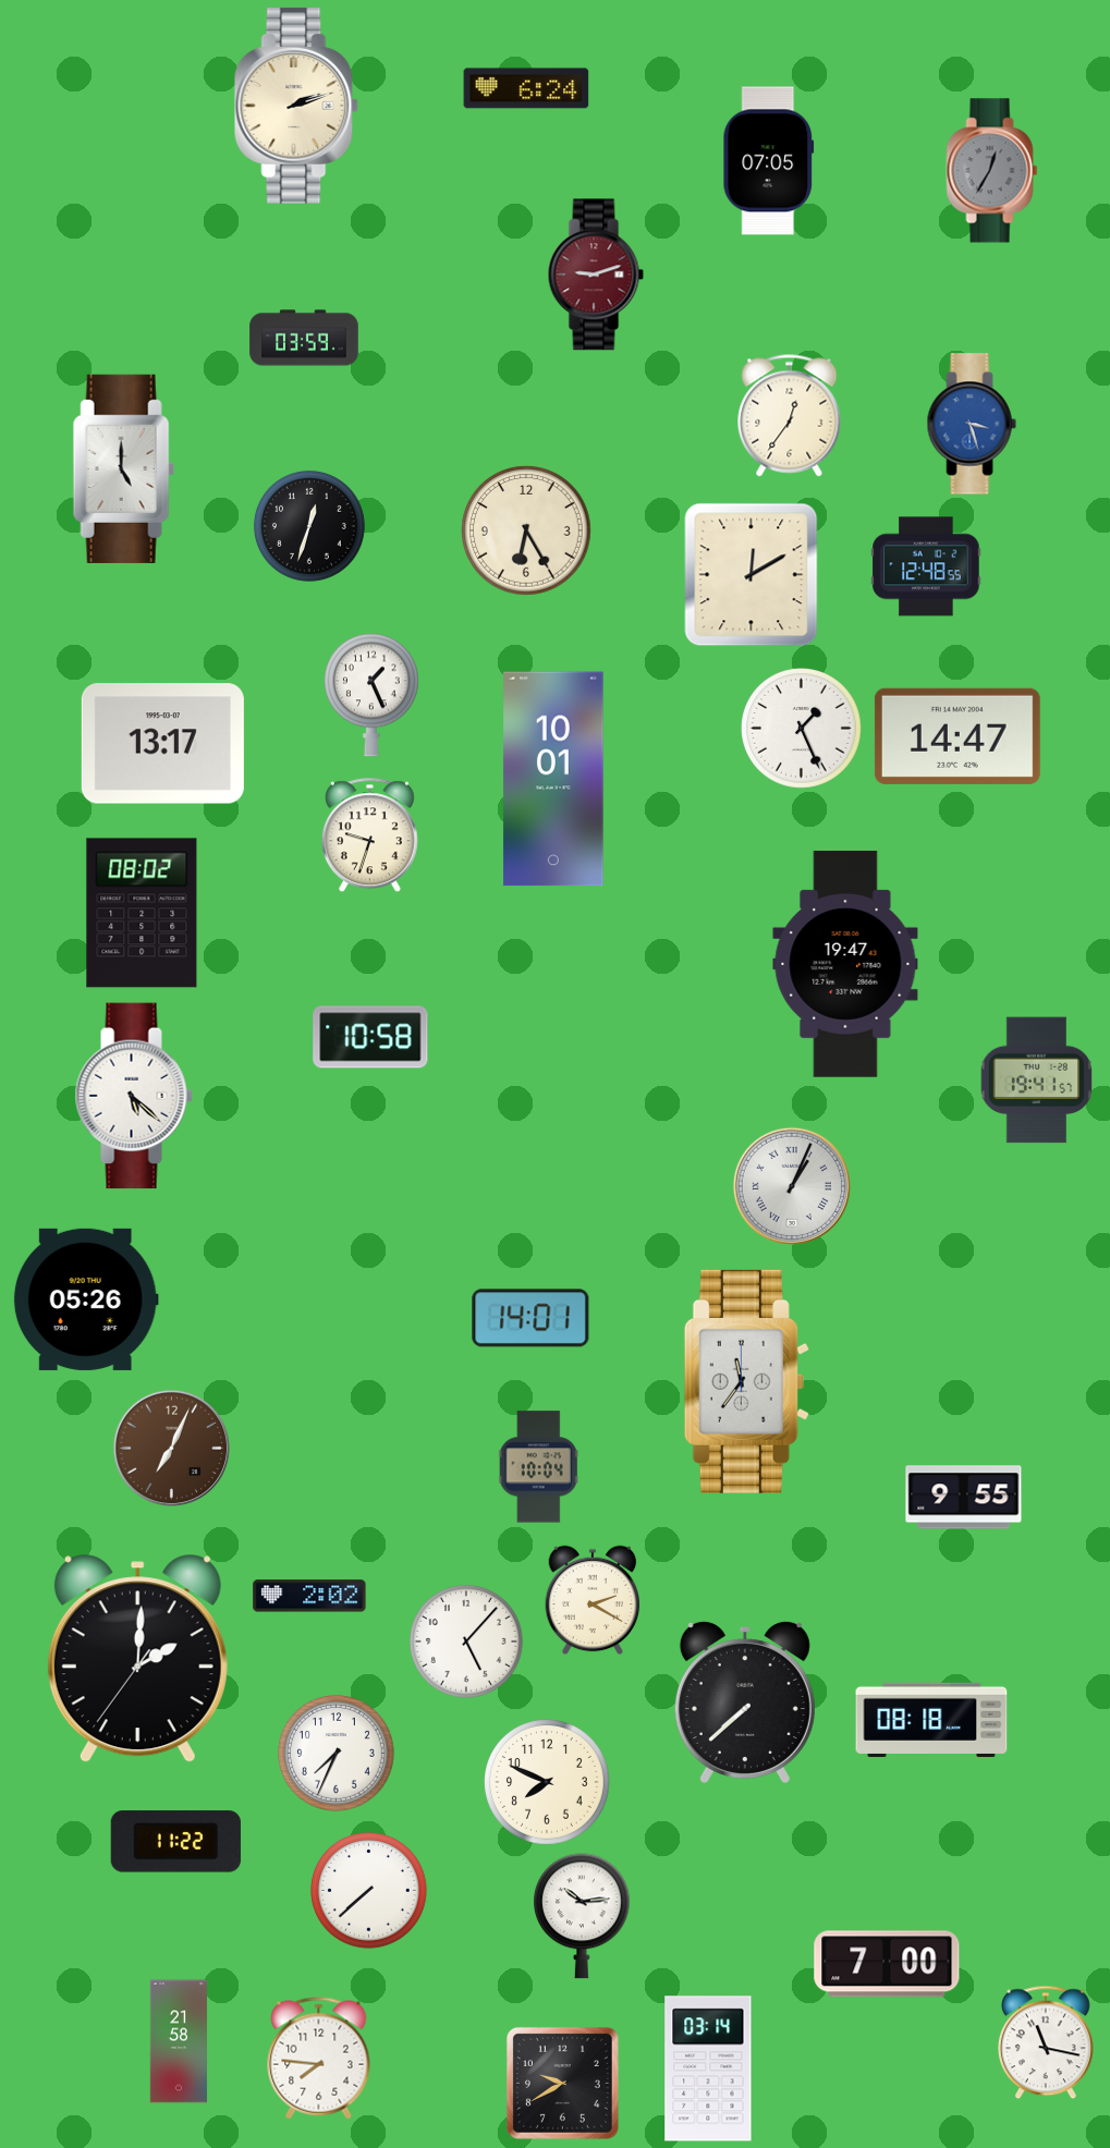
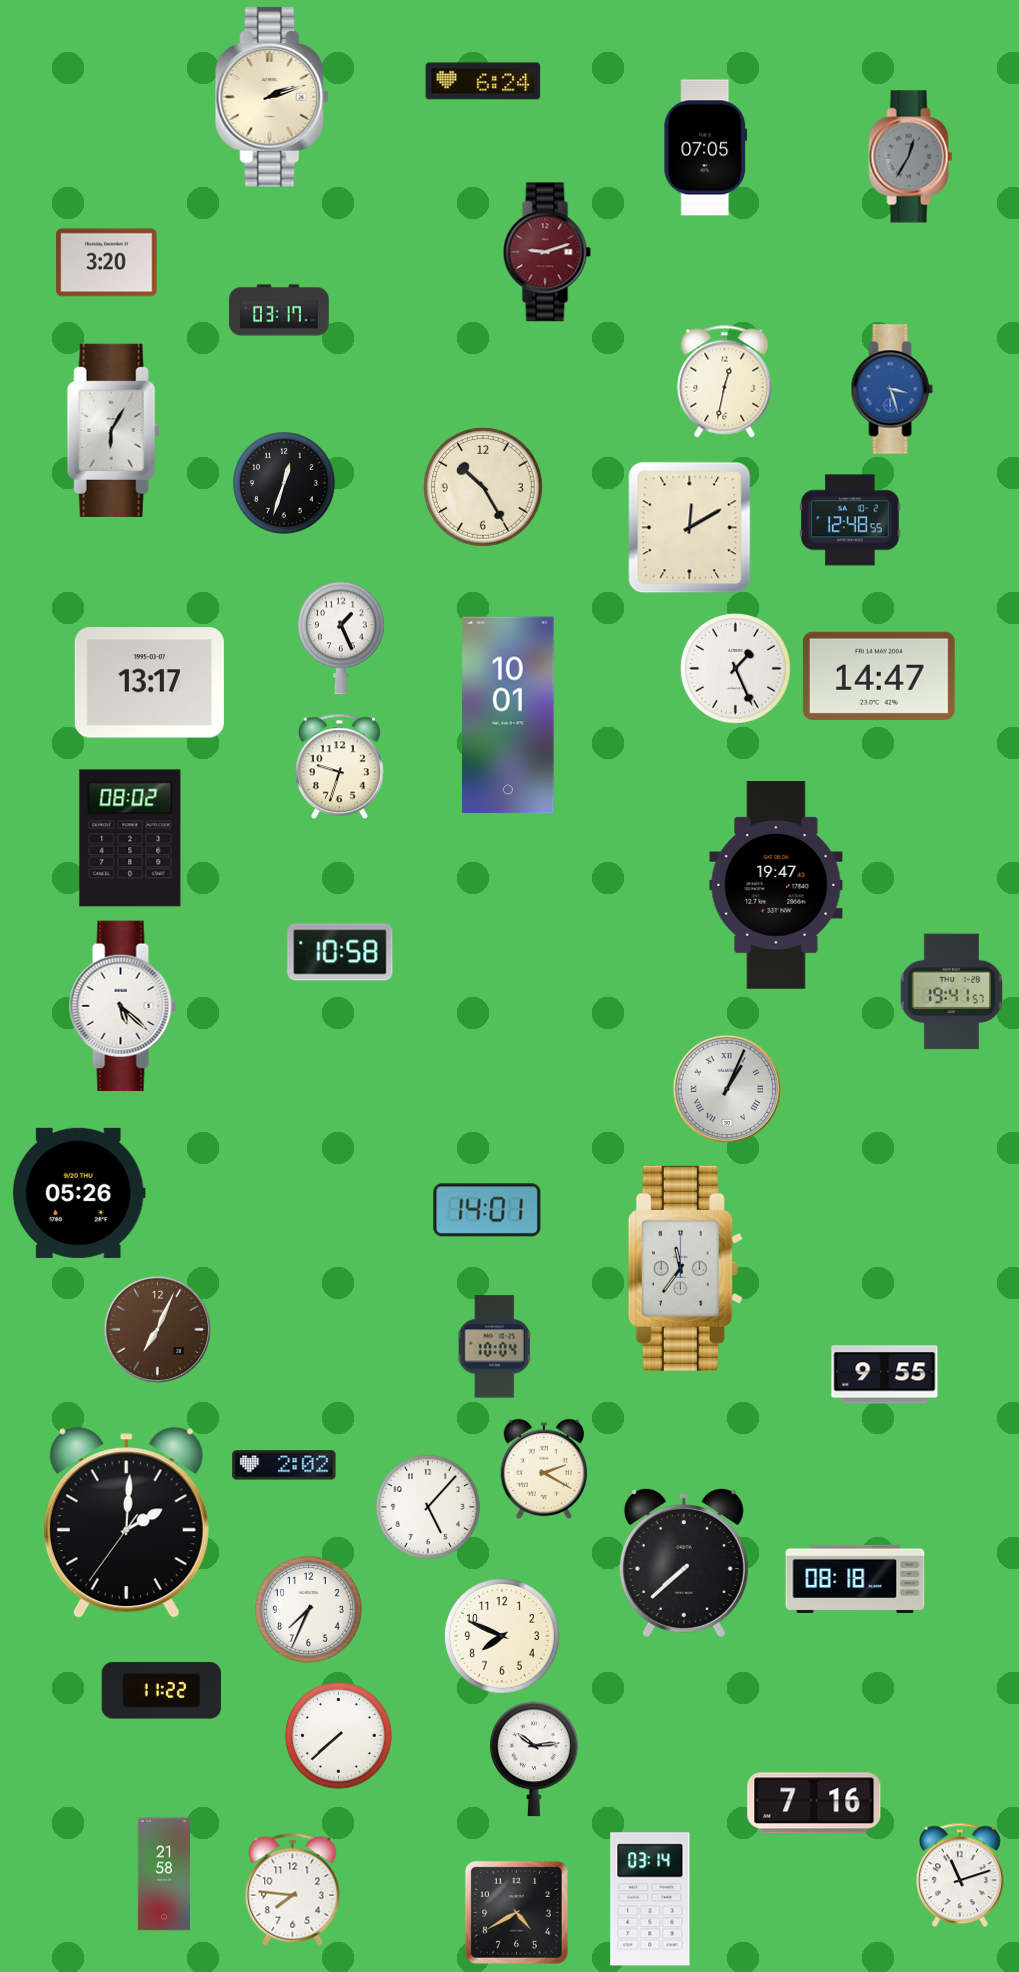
clock at (107, 263): none -> 3:20
clock at (304, 338): 03:59 -> 03:17
clock at (790, 416): 12:36 -> 12:32
clock at (123, 468): 5:00 -> 6:05
clock at (526, 530): 6:25 -> 10:25
clock at (887, 1964): 7:00 -> 7:16
clock at (1046, 2042): 11:17 -> 11:12
clock at (562, 2083): 9:40 -> 4:40
